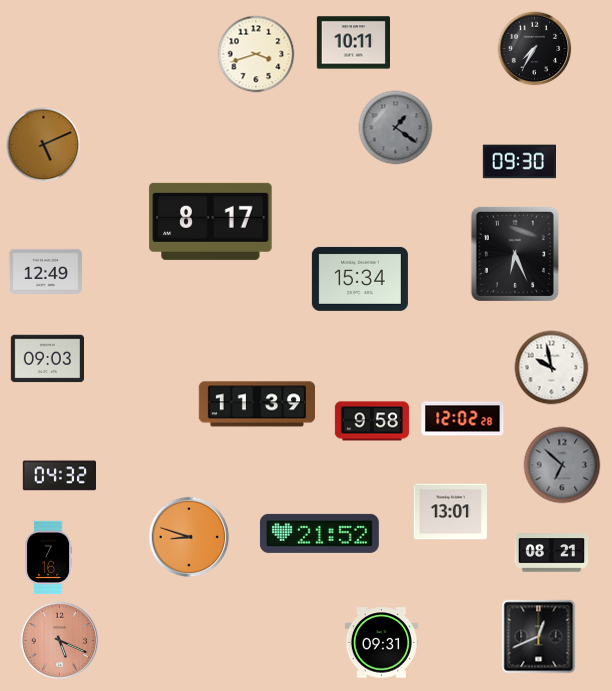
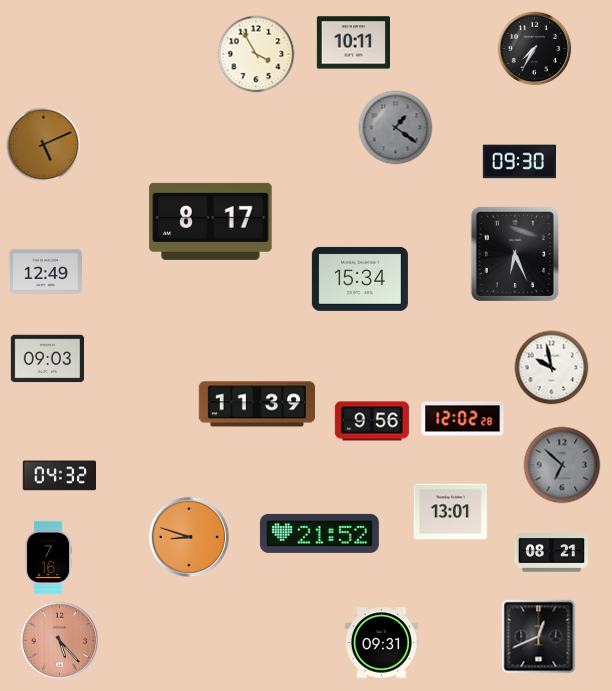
clock at (256, 54): 3:42 -> 3:55
clock at (372, 421): 9:58 -> 9:56
clock at (60, 641): 5:19 -> 5:23
